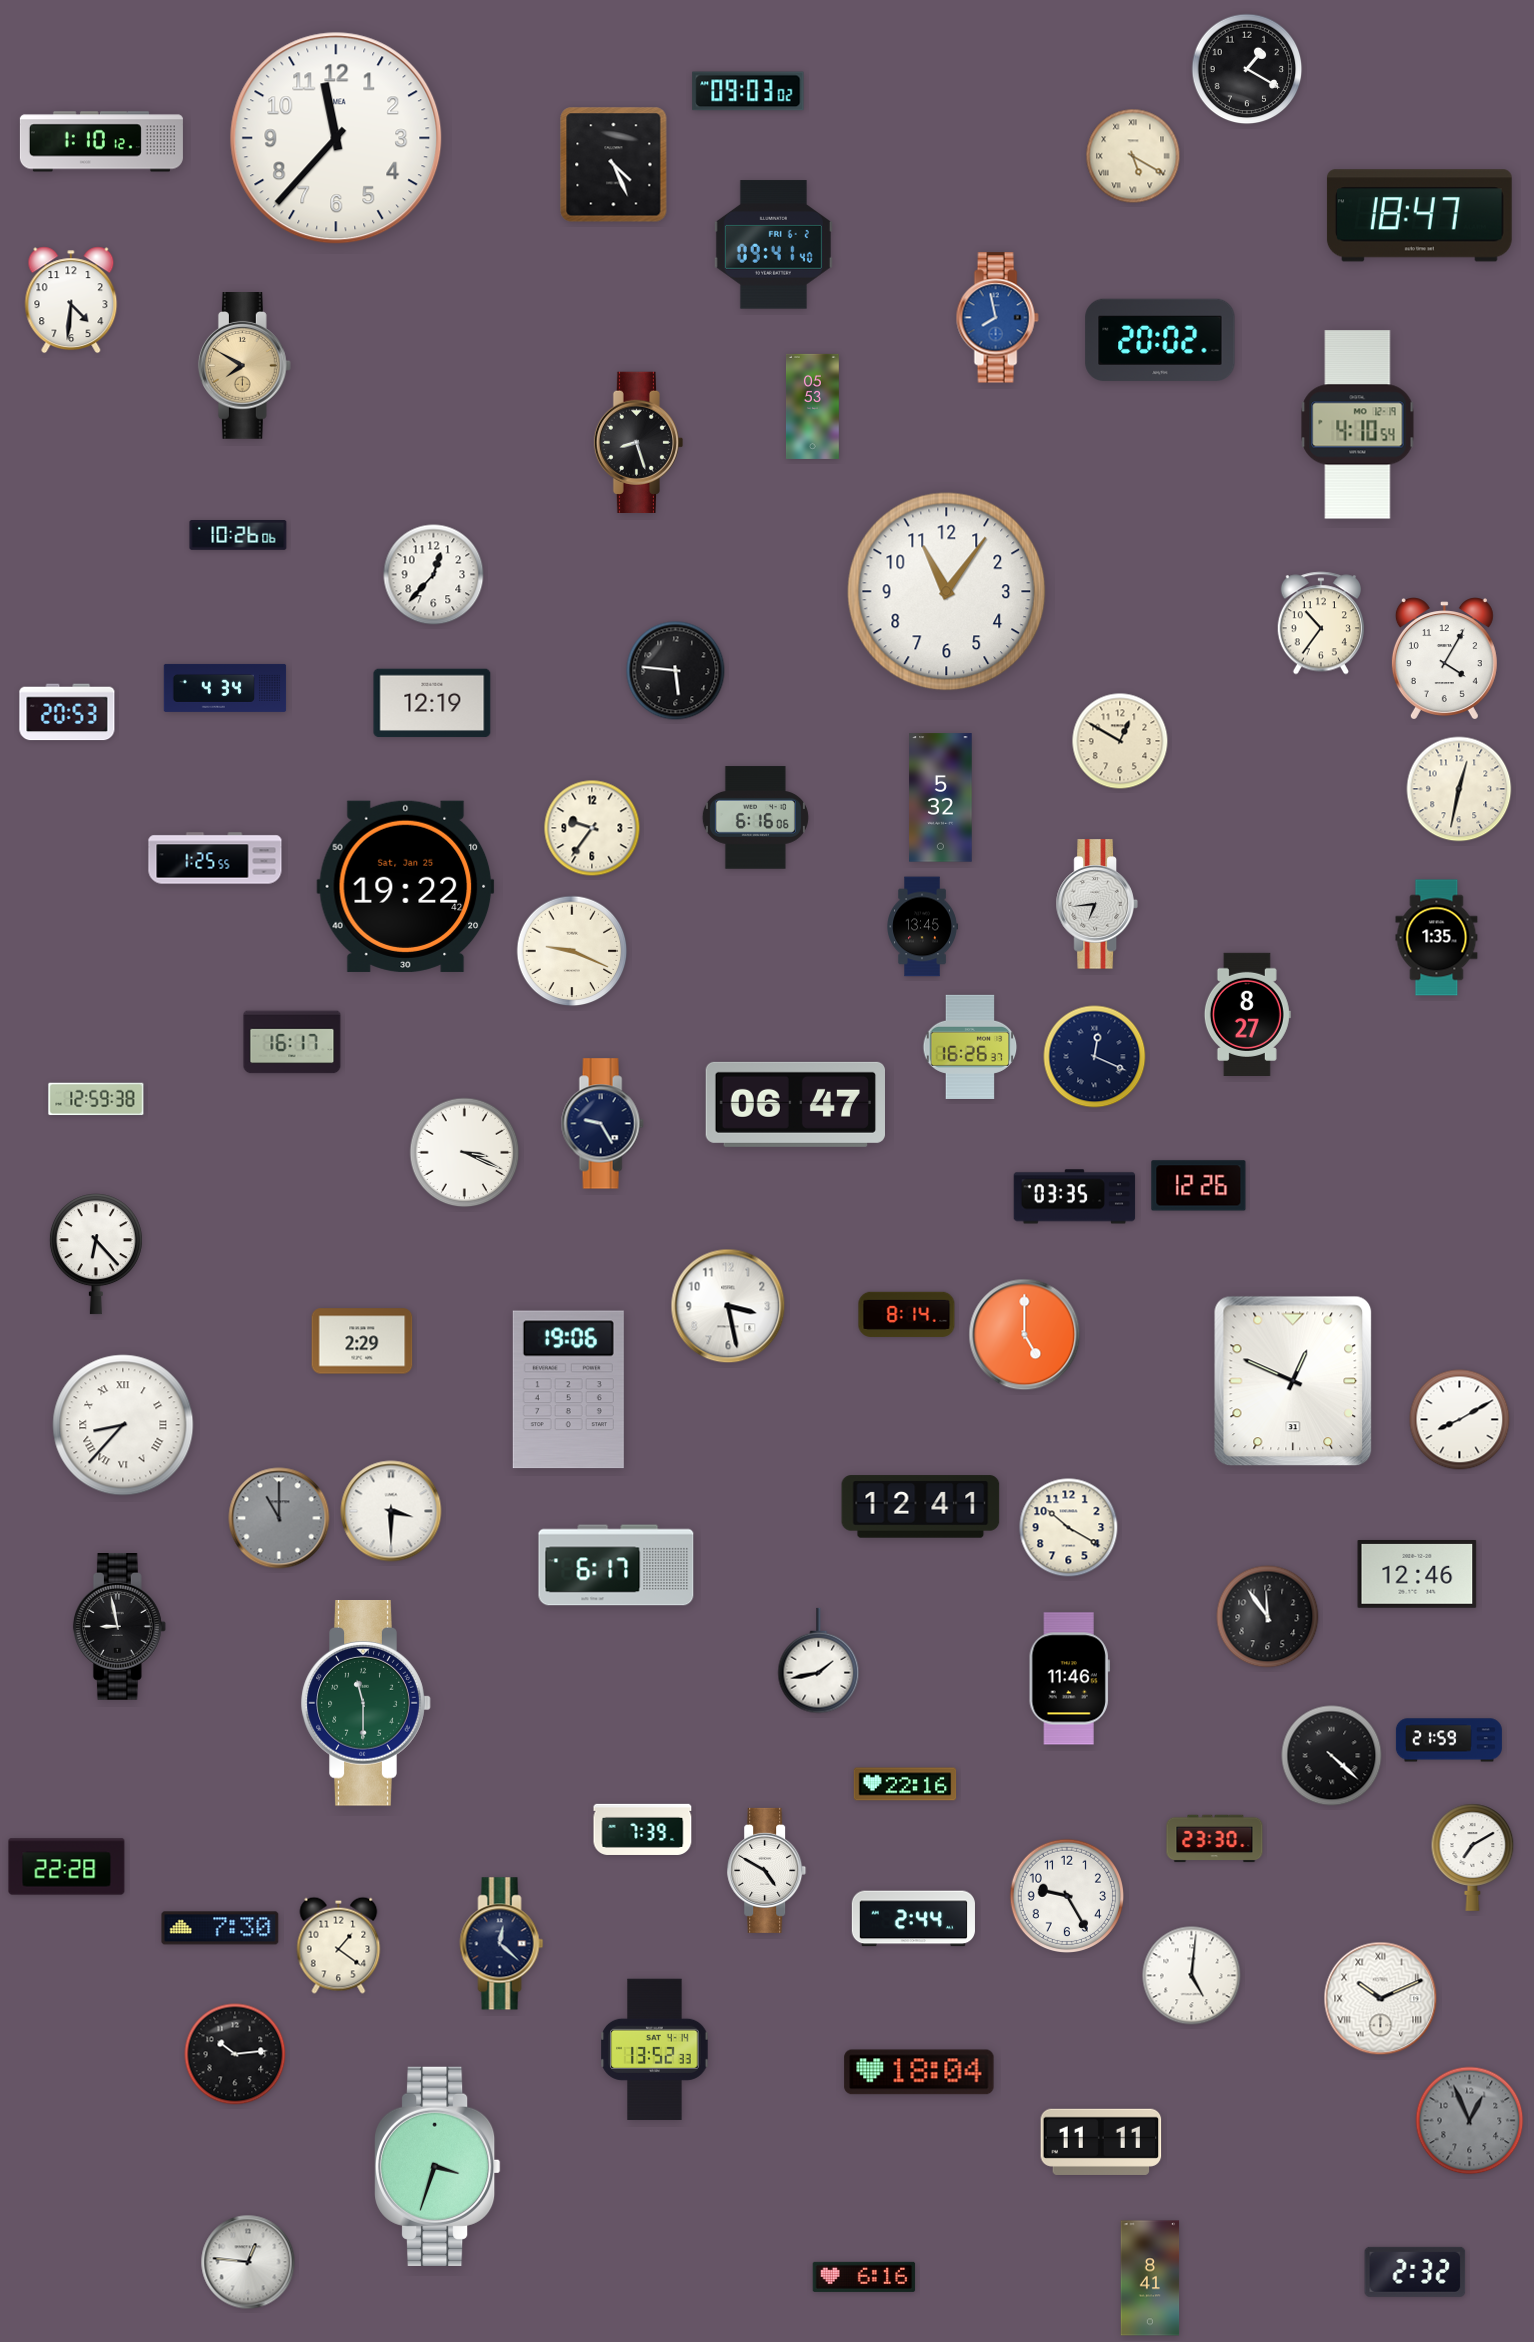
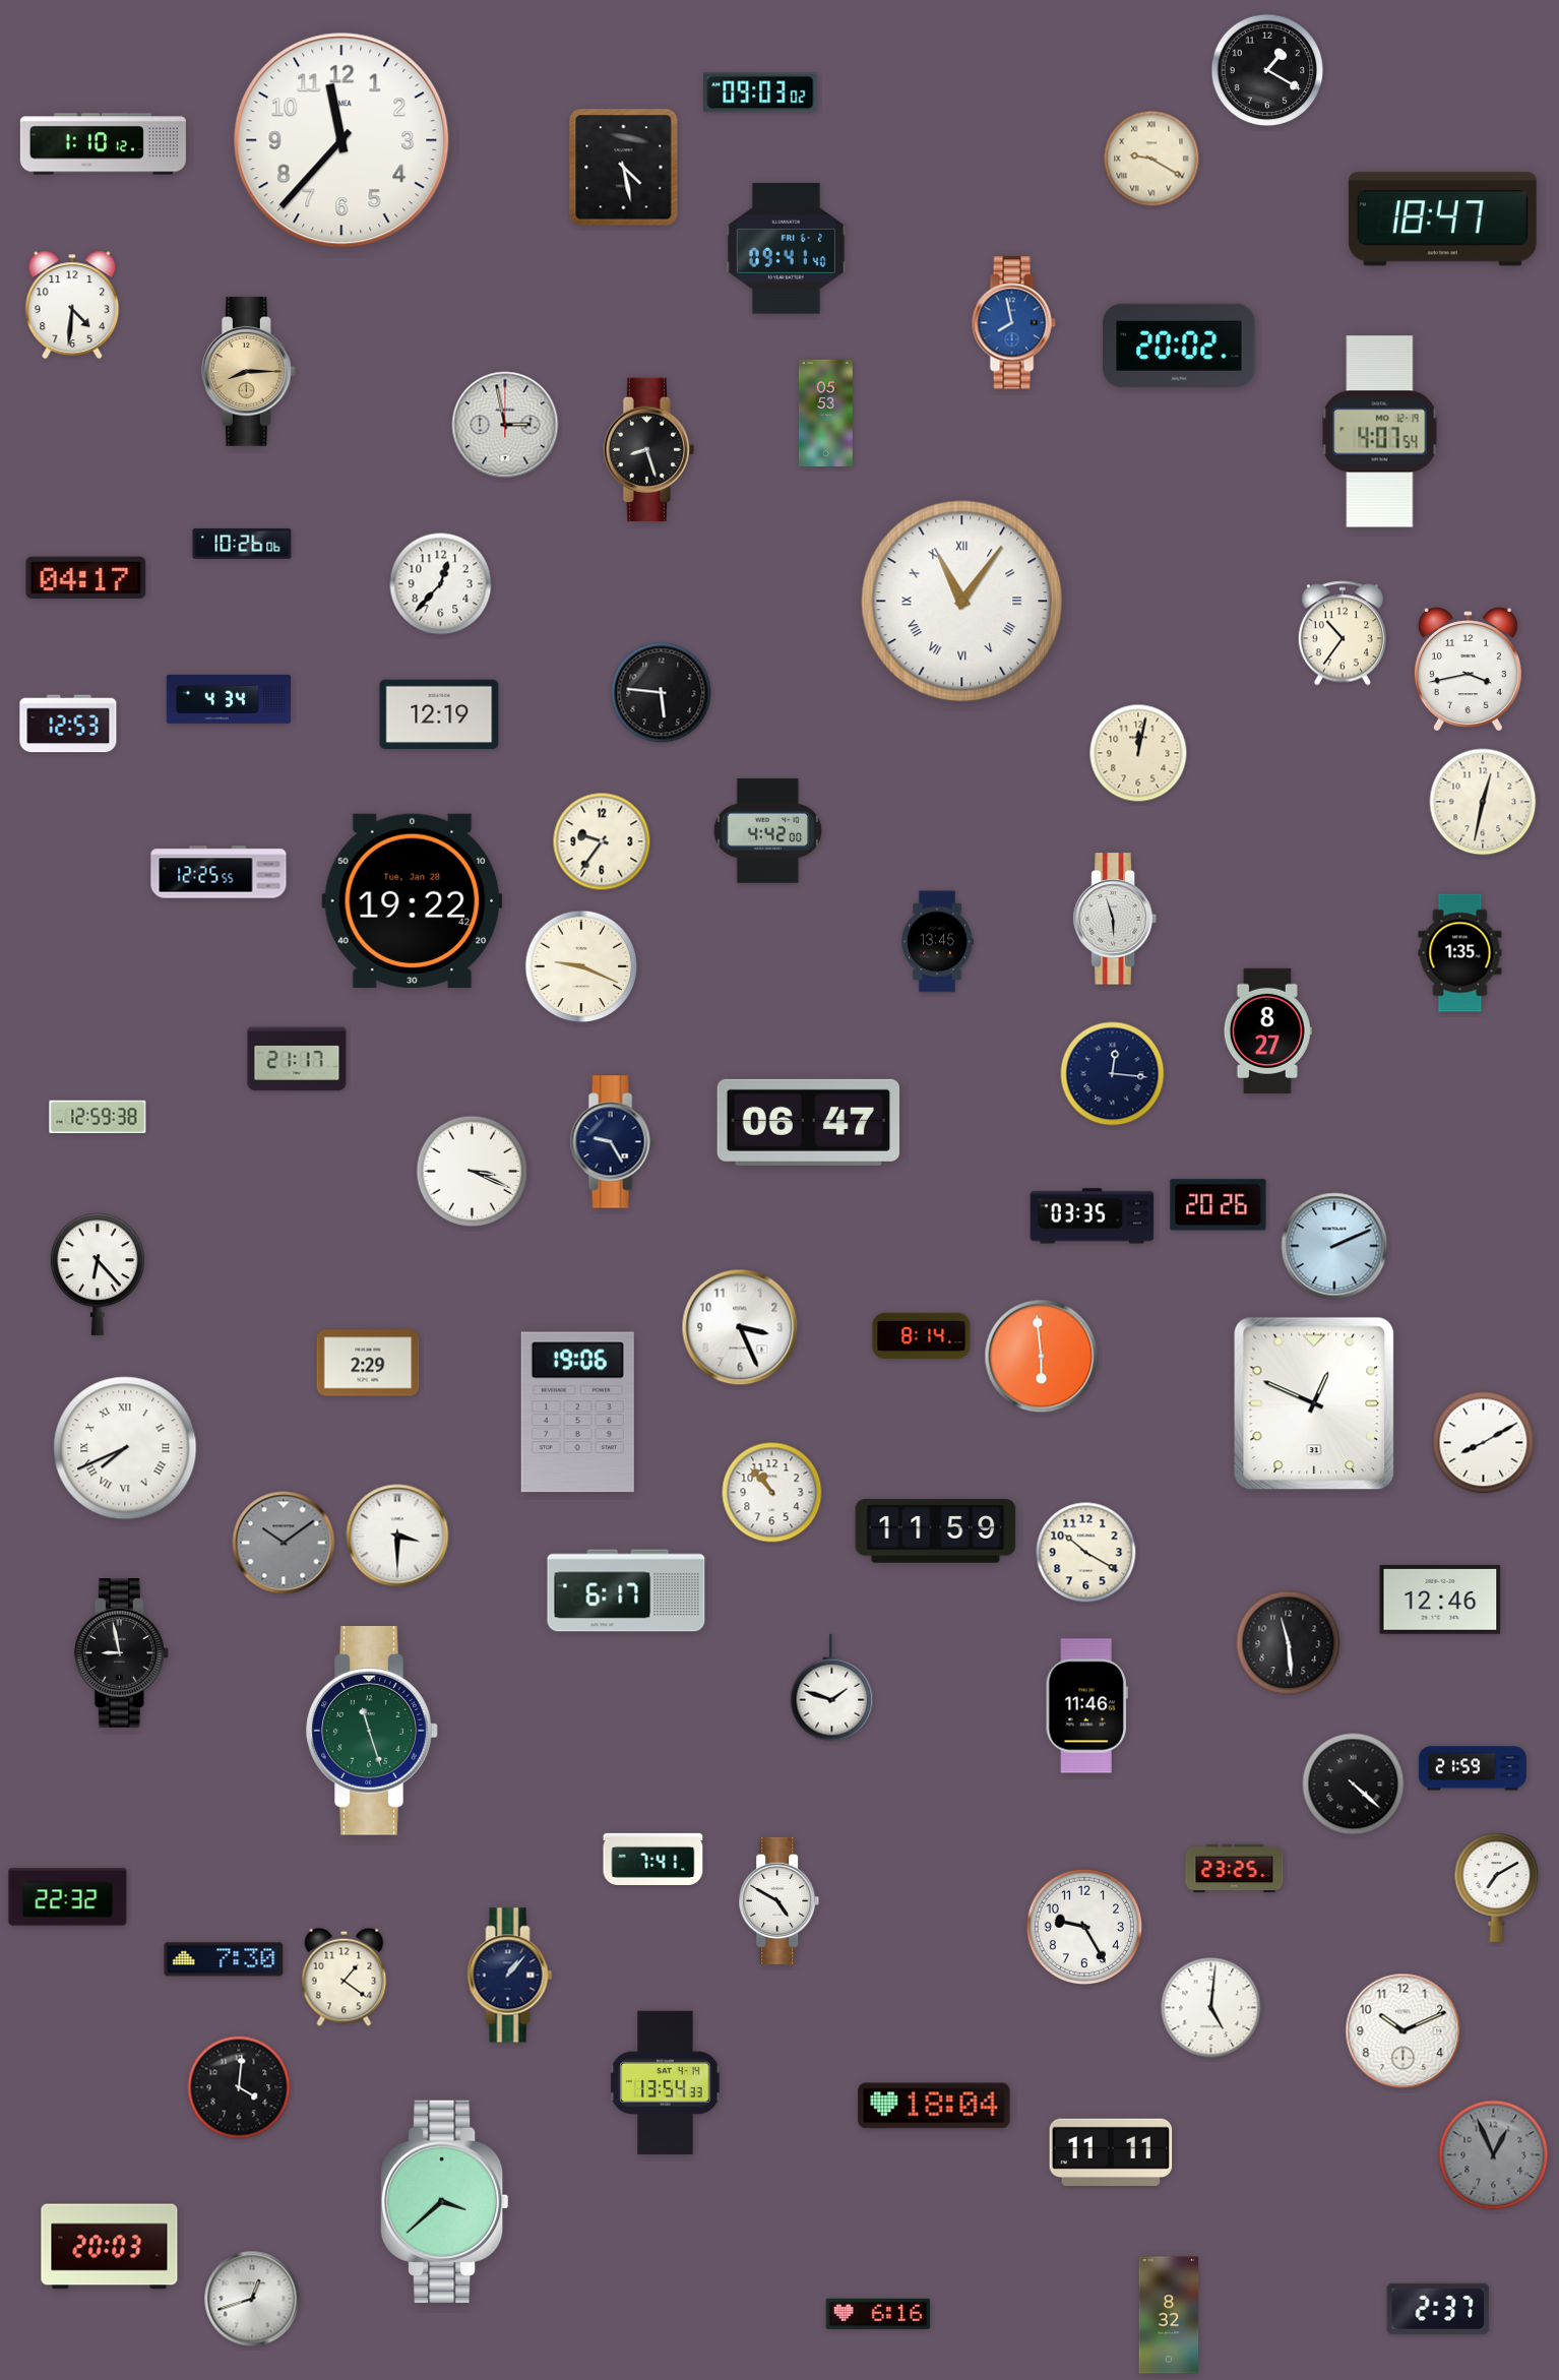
clock at (1133, 156): 5:20 -> 9:20
clock at (614, 165): 4:26 -> 4:28
clock at (244, 366): 7:50 -> 8:15
clock at (505, 425): none -> 2:58
clock at (1358, 425): 4:10 -> 4:07
clock at (86, 577): none -> 04:17
clock at (947, 592) numerals: Arabic -> Roman
clock at (1444, 658): 4:05 -> 3:43
clock at (676, 671) position: (676, 671) -> (662, 693)
clock at (67, 712): 20:53 -> 12:53
clock at (1120, 741): 12:50 -> 12:02
clock at (941, 798): 5:32 -> none
clock at (755, 818): 6:16 -> 4:42
clock at (215, 858): 1:25 -> 12:25
clock at (406, 886) date: Sat, Jan 25 -> Tue, Jan 28
clock at (1097, 904): 6:44 -> 5:57
clock at (292, 1042): 16:17 -> 21:17
clock at (970, 1047): 16:26 -> none
clock at (1095, 1057): 12:19 -> 12:16
clock at (1199, 1186): 12:26 -> 20:26
clock at (1334, 1246): none -> 2:11
clock at (728, 1306): 3:28 -> 3:26
clock at (1025, 1335): 5:00 -> 5:59
clock at (123, 1425): 8:37 -> 7:41
clock at (772, 1493): none -> 10:53
clock at (921, 1507): 12:41 -> 11:59
clock at (279, 1518): 11:00 -> 10:09
clock at (1268, 1617): 11:54 -> 11:29
clock at (819, 1661): 1:43 -> 1:48
clock at (366, 1704): 11:30 -> 11:27
clock at (905, 1784): 22:16 -> none
clock at (643, 1829): 7:39 -> 7:41
clock at (1215, 1839): 23:30 -> 23:25
clock at (67, 1867): 22:28 -> 22:32
clock at (913, 1919): 2:44 -> none
clock at (502, 1944): 12:22 -> 1:07
clock at (1381, 1999) numerals: Roman -> Arabic
clock at (655, 2049): 13:52 -> 13:54
clock at (235, 2054): 10:14 -> 4:01
clock at (1101, 2142) position: (1101, 2142) -> (1111, 2152)
clock at (438, 2166): 3:33 -> 3:38
clock at (110, 2247): none -> 20:03
clock at (248, 2262): 12:46 -> 12:42
clock at (1415, 2272): 2:32 -> 2:37
clock at (1150, 2278): 8:41 -> 8:32
